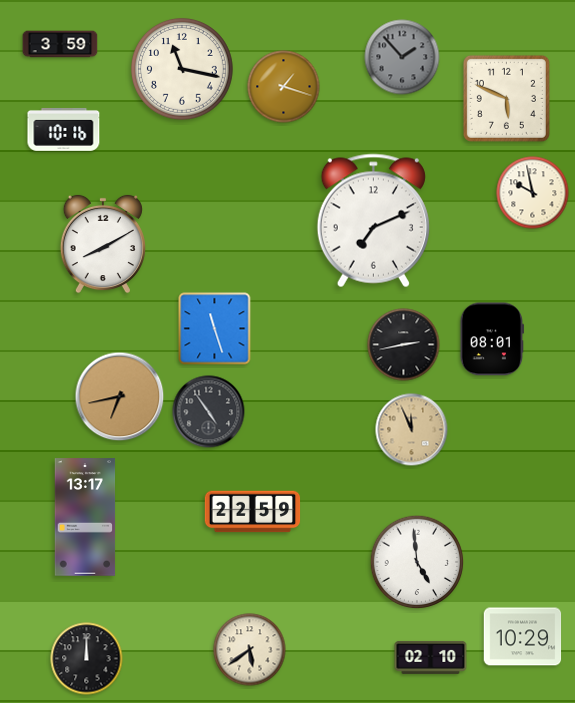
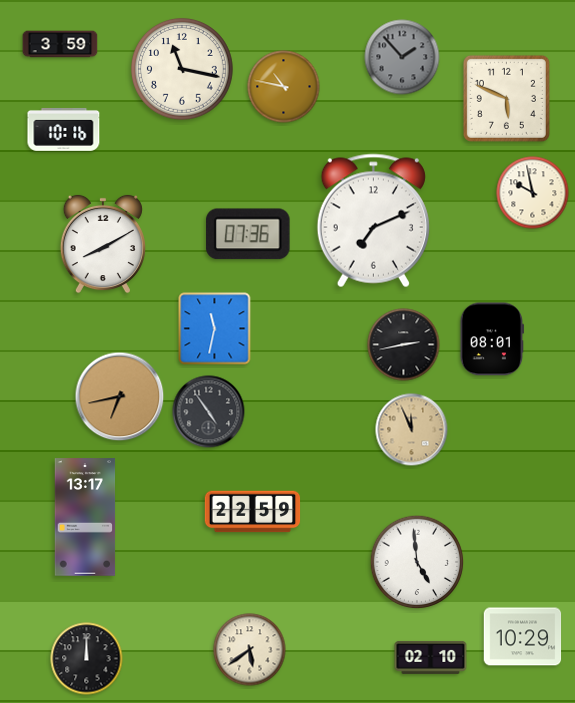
clock at (284, 87): 1:18 -> 10:47
clock at (248, 234): none -> 07:36
clock at (215, 329): 11:27 -> 11:32
